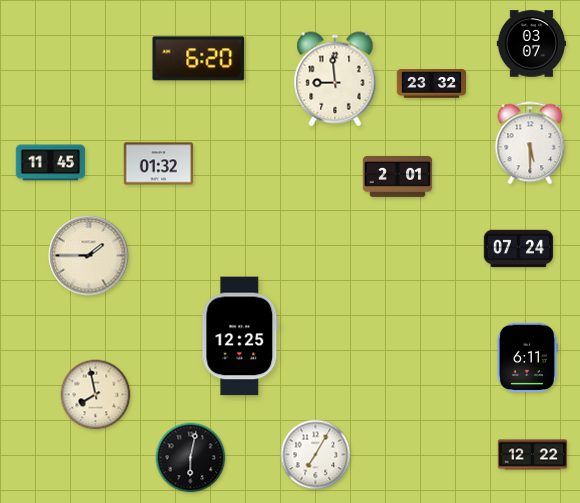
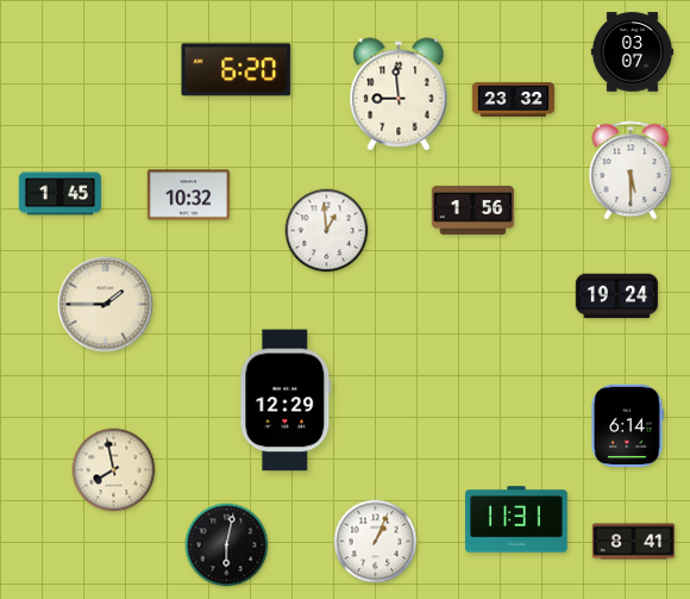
clock at (51, 163): 11:45 -> 1:45
clock at (159, 164): 01:32 -> 10:32
clock at (398, 176): 2:01 -> 1:56
clock at (327, 231): none -> 12:59
clock at (519, 249): 07:24 -> 19:24
clock at (240, 336): 12:25 -> 12:29
clock at (527, 357): 6:11 -> 6:14
clock at (516, 519): none -> 11:31
clock at (316, 455): 7:05 -> 1:04
clock at (533, 455): 12:22 -> 8:41
